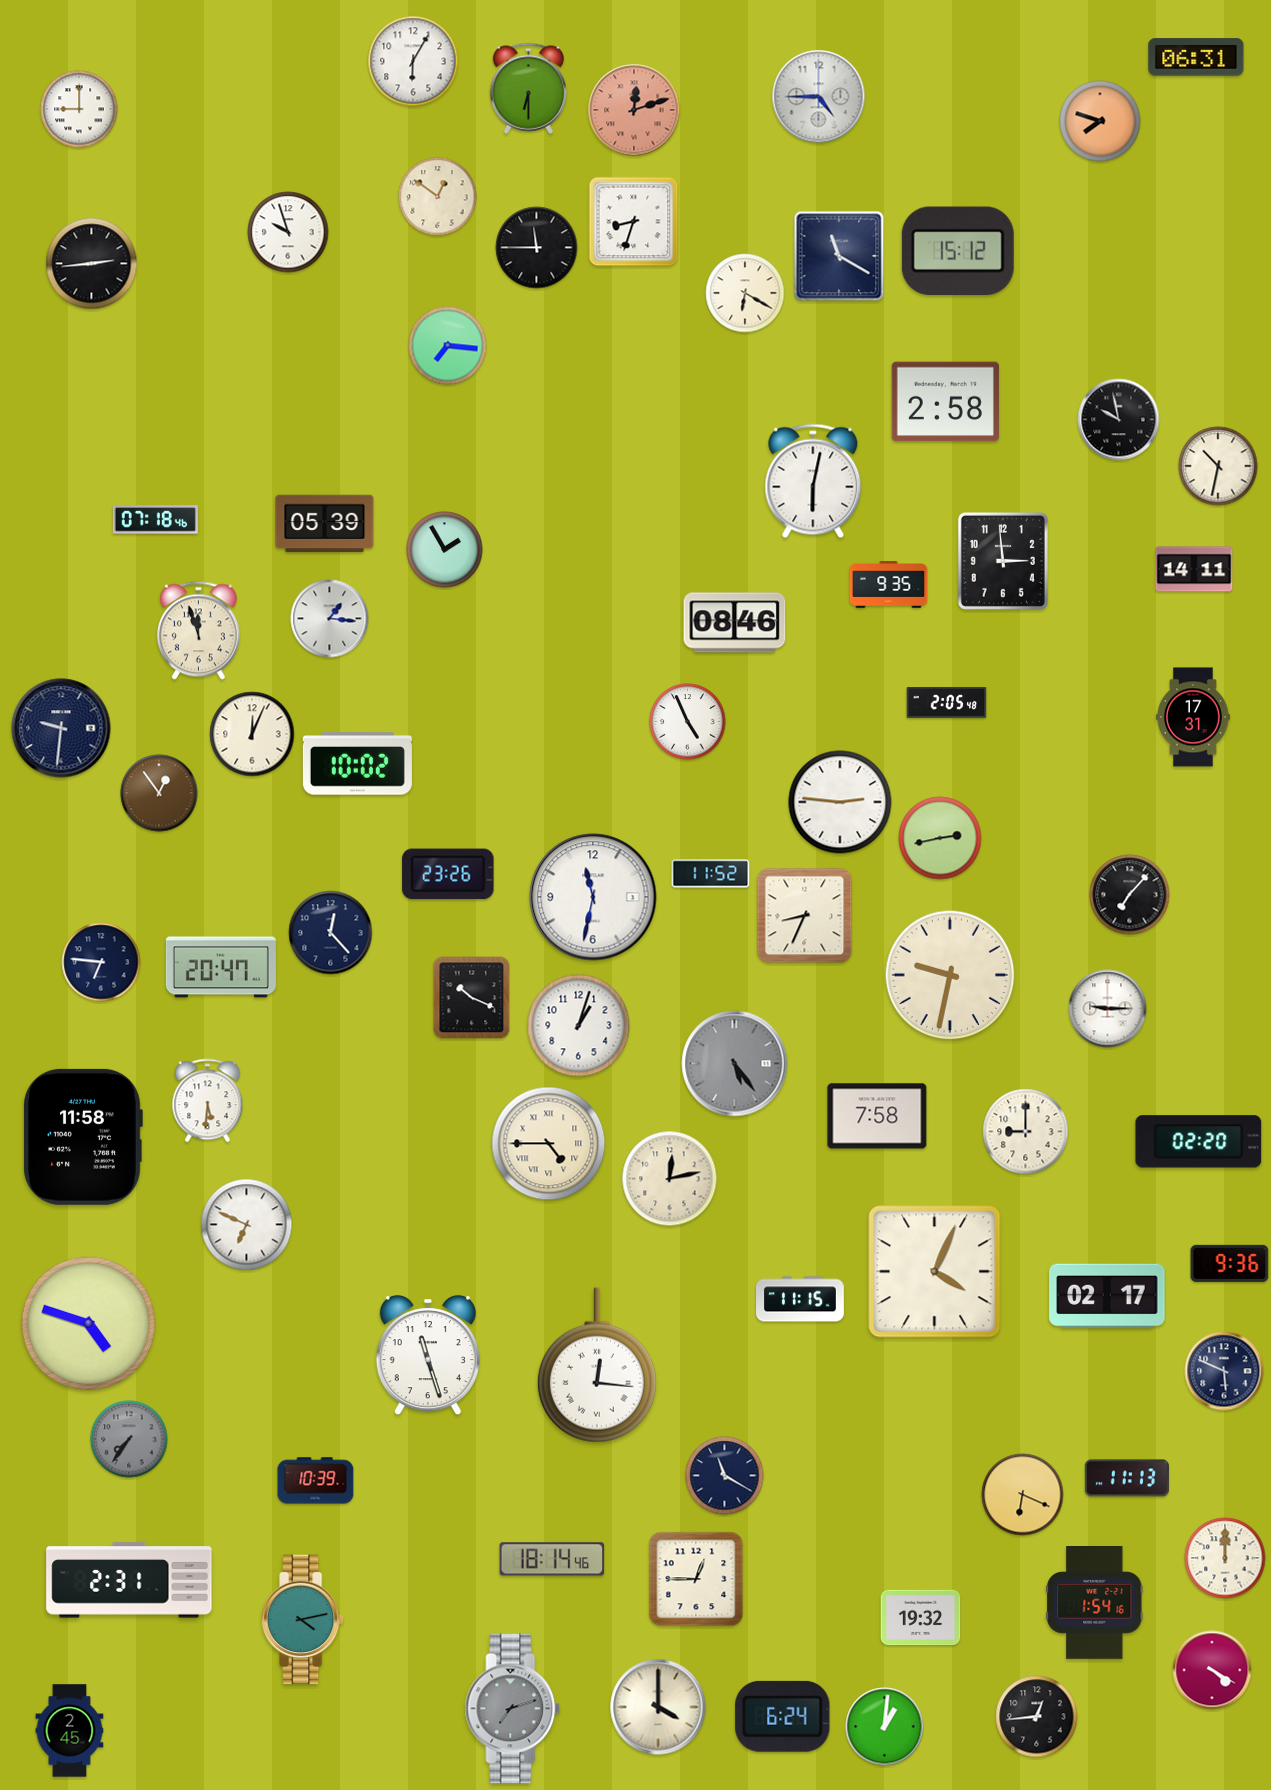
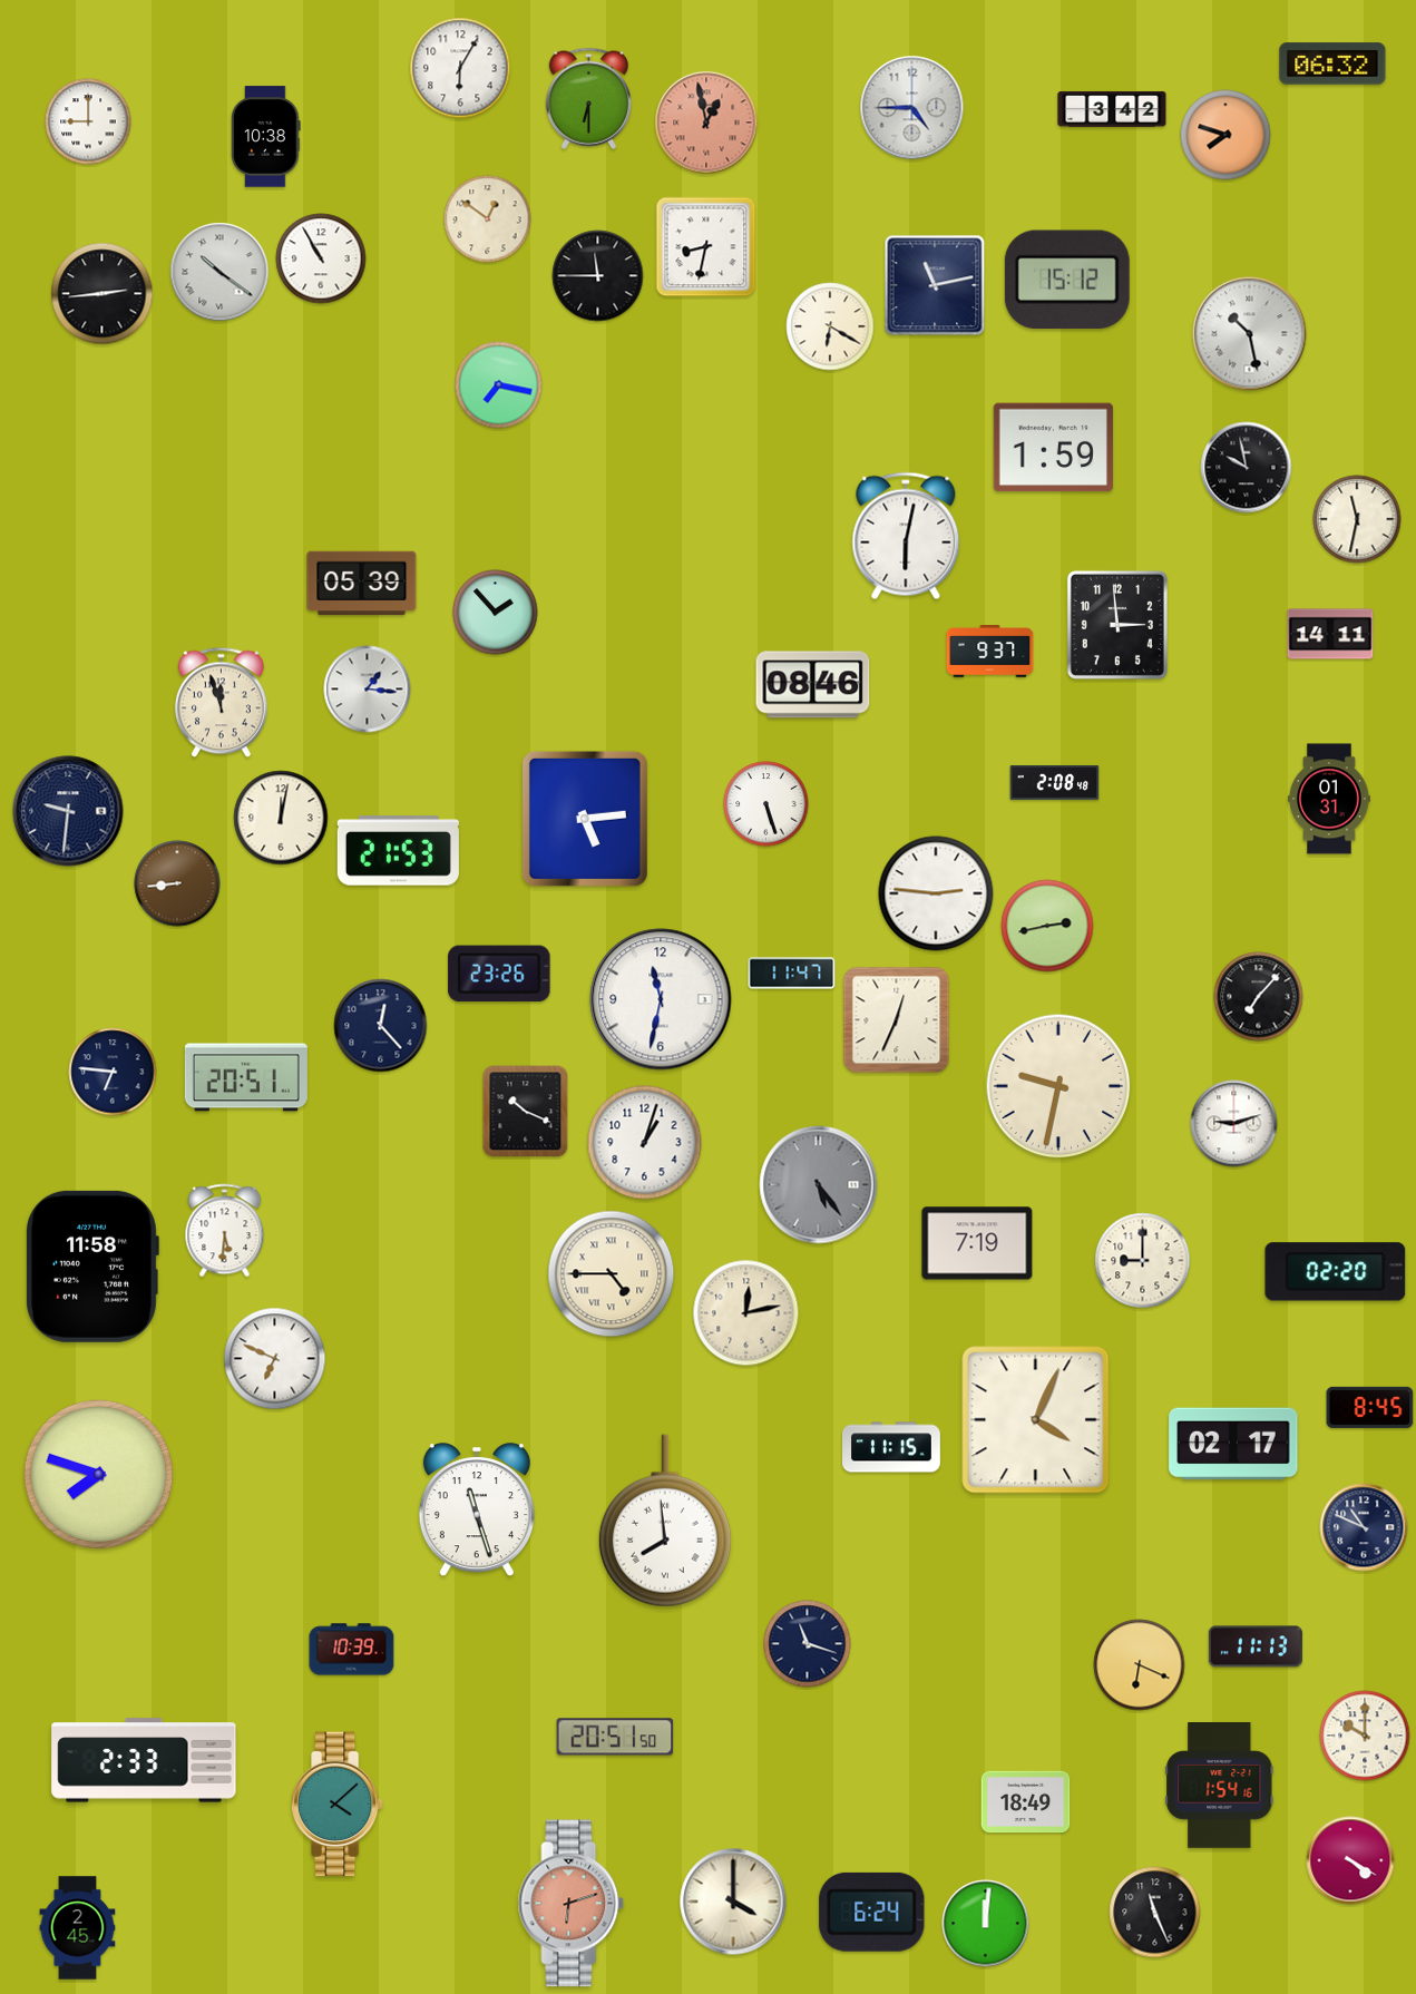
clock at (1196, 57): 06:31 -> 06:32
clock at (1112, 109): none -> 3:42
clock at (634, 110): 12:12 -> 12:58
clock at (266, 137): none -> 10:38
clock at (634, 222): 8:33 -> 8:32
clock at (288, 232): 9:57 -> 10:55
clock at (219, 272): none -> 10:21
clock at (839, 256): 11:20 -> 11:13
clock at (1250, 334): none -> 10:28
clock at (448, 346): 7:16 -> 7:17
clock at (945, 402): 2:58 -> 1:59
clock at (1218, 466): 10:32 -> 11:32
clock at (155, 520): 07:18 -> none
clock at (445, 550): 1:55 -> 1:53
clock at (889, 585): 9:35 -> 9:37
clock at (735, 623) position: (735, 623) -> (813, 685)
clock at (947, 703): 2:05 -> 2:08
clock at (1193, 717): 17:31 -> 01:31
clock at (688, 722): 4:56 -> 5:27
clock at (252, 734): 12:04 -> 12:02
clock at (585, 819): none -> 5:14
clock at (357, 764): 10:02 -> 21:53
clock at (159, 793): 12:54 -> 8:44
clock at (940, 838) position: (940, 838) -> (1047, 926)
clock at (711, 874): 11:52 -> 11:47
clock at (805, 916): 8:34 -> 12:34
clock at (331, 933) position: (331, 933) -> (381, 1026)
clock at (221, 967): 20:47 -> 20:51
clock at (1108, 1009): 9:15 -> 9:12
clock at (208, 1101) position: (208, 1101) -> (225, 1231)
clock at (877, 1116): 7:58 -> 7:19
clock at (247, 1225) position: (247, 1225) -> (275, 1359)
clock at (1230, 1263): 9:36 -> 8:45
clock at (935, 1272) position: (935, 1272) -> (1036, 1420)
clock at (89, 1324): 4:48 -> 7:48
clock at (597, 1365): 12:16 -> 7:59
clock at (1224, 1371): 5:49 -> 10:49
clock at (129, 1439): 7:36 -> none
clock at (725, 1476): 11:20 -> 11:18
clock at (1225, 1558): 12:00 -> 10:00
clock at (552, 1559): 18:14 -> 20:51
clock at (696, 1579): 12:45 -> none
clock at (129, 1580): 2:31 -> 2:33
clock at (921, 1618): 19:32 -> 18:49
clock at (302, 1620): 4:13 -> 4:08
clock at (513, 1709): 7:12 -> 6:12
clock at (513, 1709) dial: grey -> salmon
clock at (1037, 1717): 12:44 -> 11:26
clock at (885, 1727): 1:01 -> 12:01
